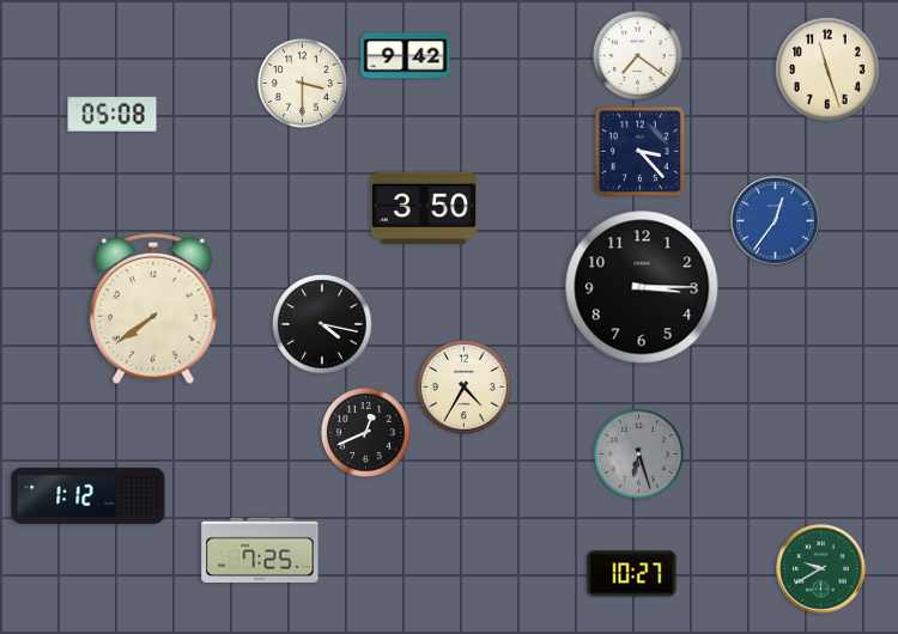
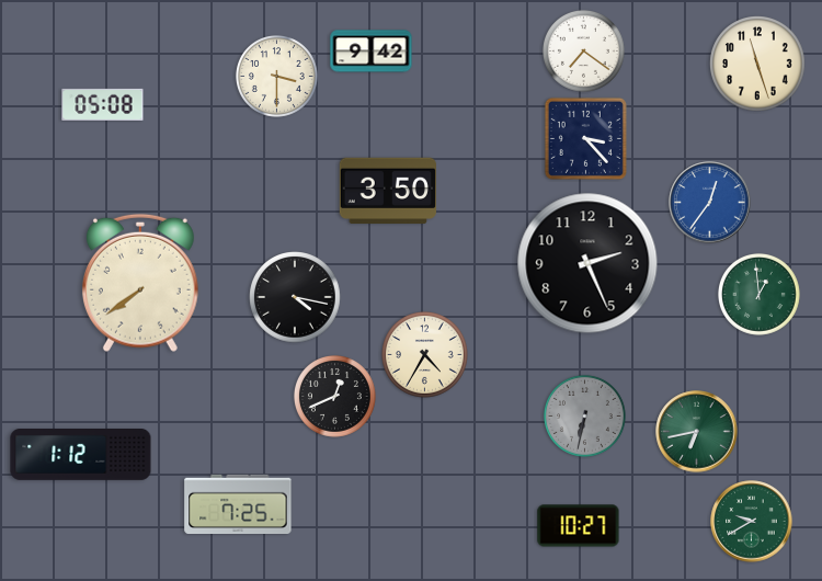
clock at (642, 287): 3:15 -> 2:26
clock at (758, 294): none -> 12:59
clock at (638, 453): 6:27 -> 6:32
clock at (697, 432): none -> 6:43
